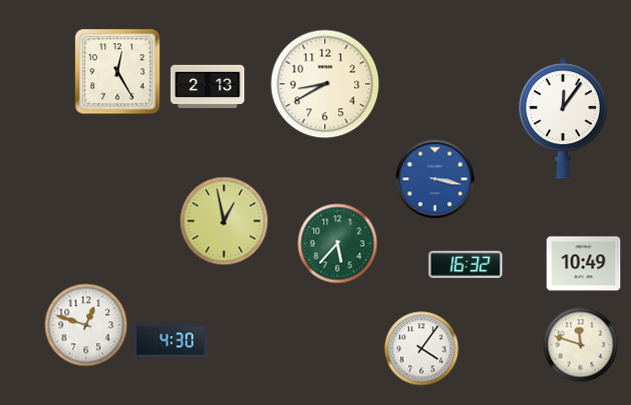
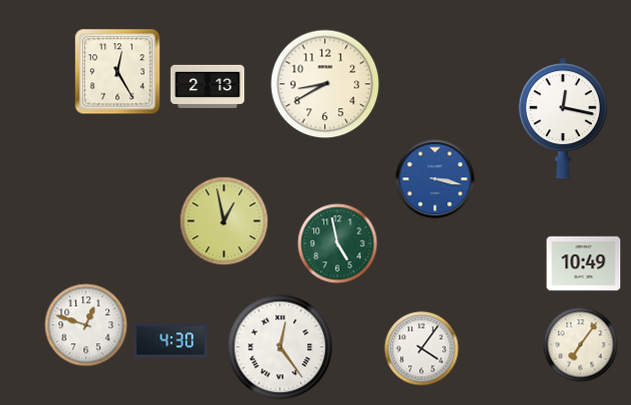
clock at (563, 118): 12:06 -> 12:17
clock at (338, 244): 5:37 -> 4:58
clock at (466, 264): 16:32 -> none
clock at (581, 345): 11:48 -> 7:06
clock at (280, 347): none -> 12:24
